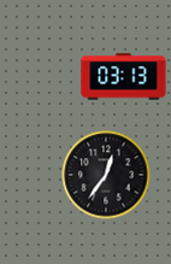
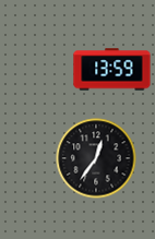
clock at (124, 77): 03:13 -> 13:59
